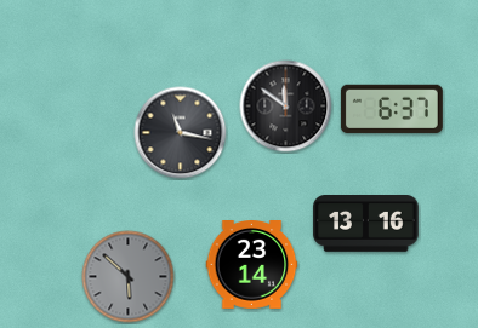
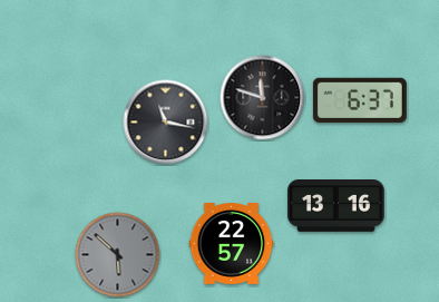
clock at (286, 107): 11:51 -> 11:48
clock at (252, 265): 23:14 -> 22:57
